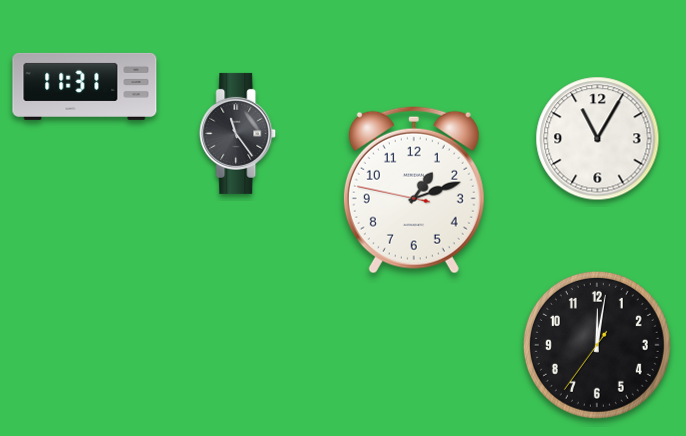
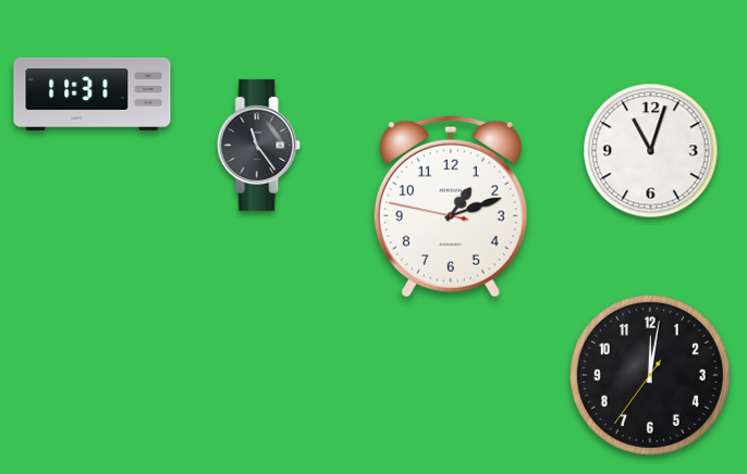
clock at (598, 139): 11:05 -> 11:03
